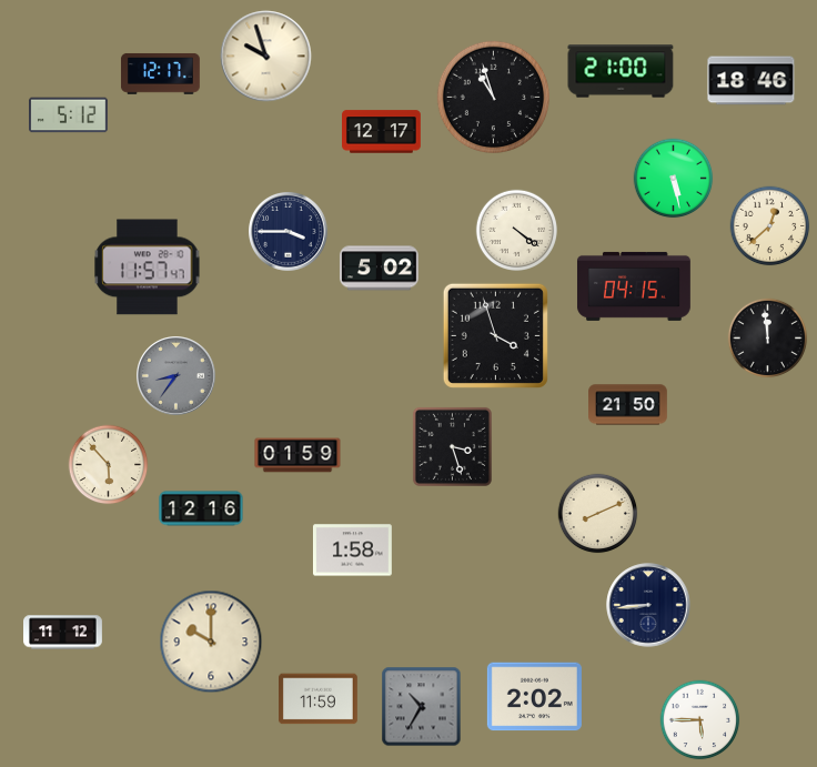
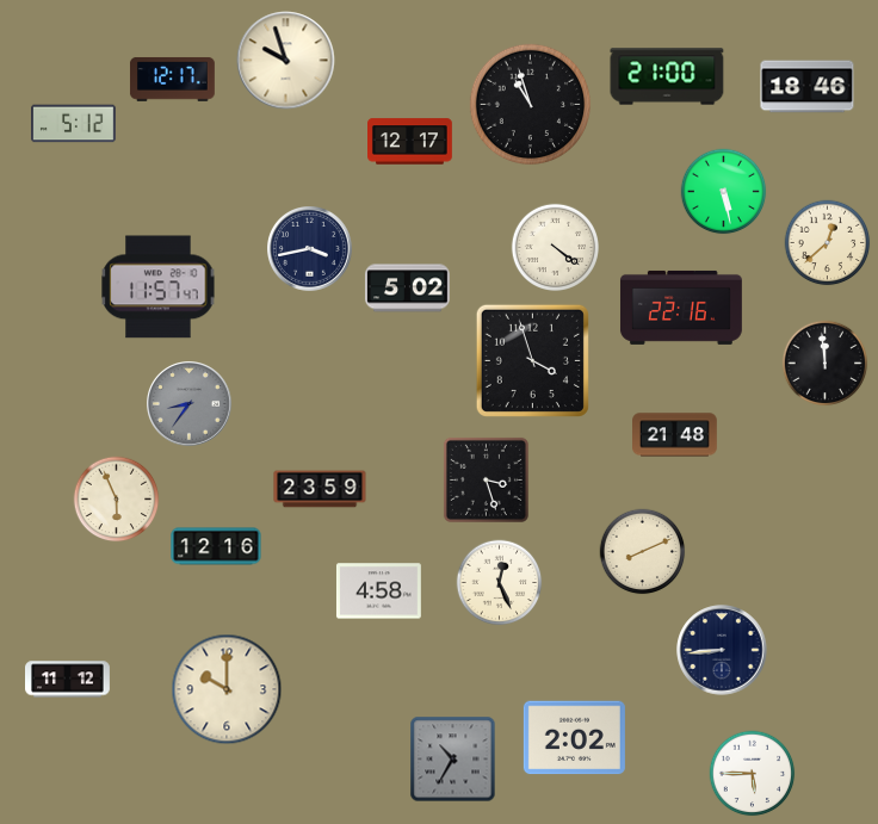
clock at (289, 232): 3:45 -> 3:43
clock at (634, 286): 04:15 -> 22:16
clock at (628, 405): 21:50 -> 21:48
clock at (297, 455): 01:59 -> 23:59
clock at (109, 465): 5:53 -> 5:56
clock at (500, 583): none -> 12:26
clock at (352, 551): 1:58 -> 4:58
clock at (648, 605) position: (648, 605) -> (722, 650)
clock at (534, 697) position: (534, 697) -> (574, 738)
clock at (319, 699): 11:59 -> none
